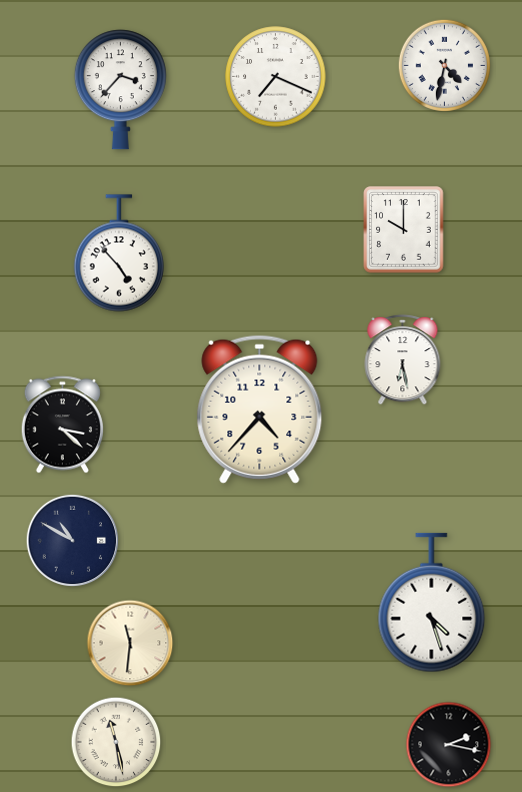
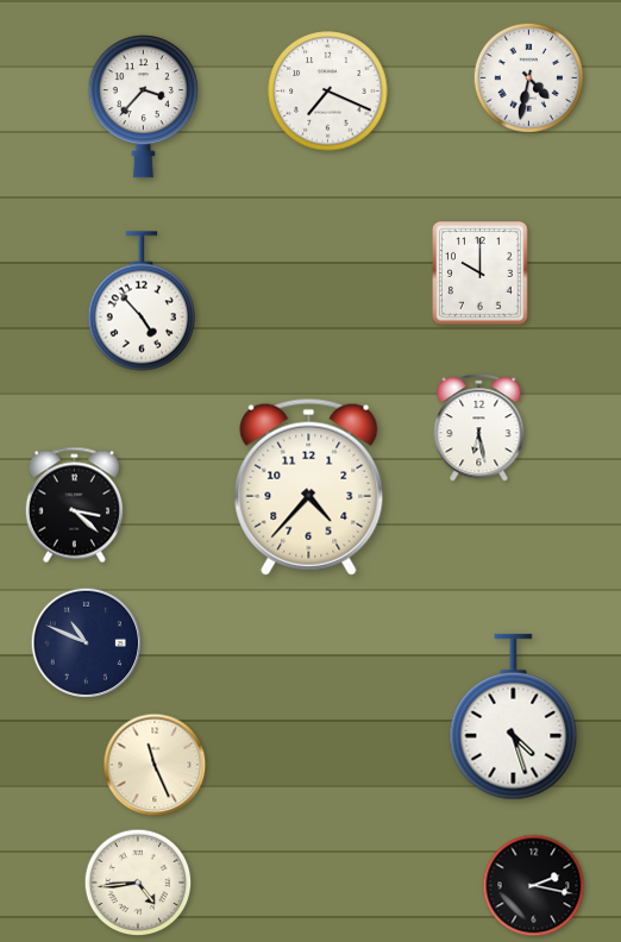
clock at (72, 540): 10:50 -> 10:49
clock at (130, 643): 11:31 -> 11:26
clock at (116, 742): 11:28 -> 4:44
